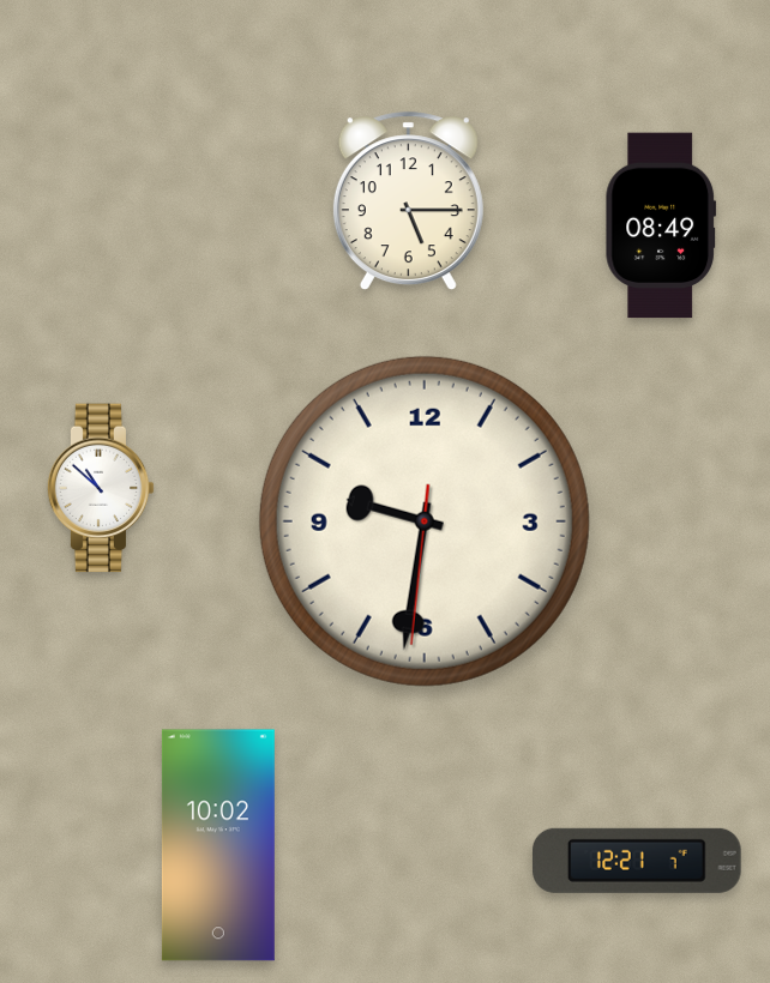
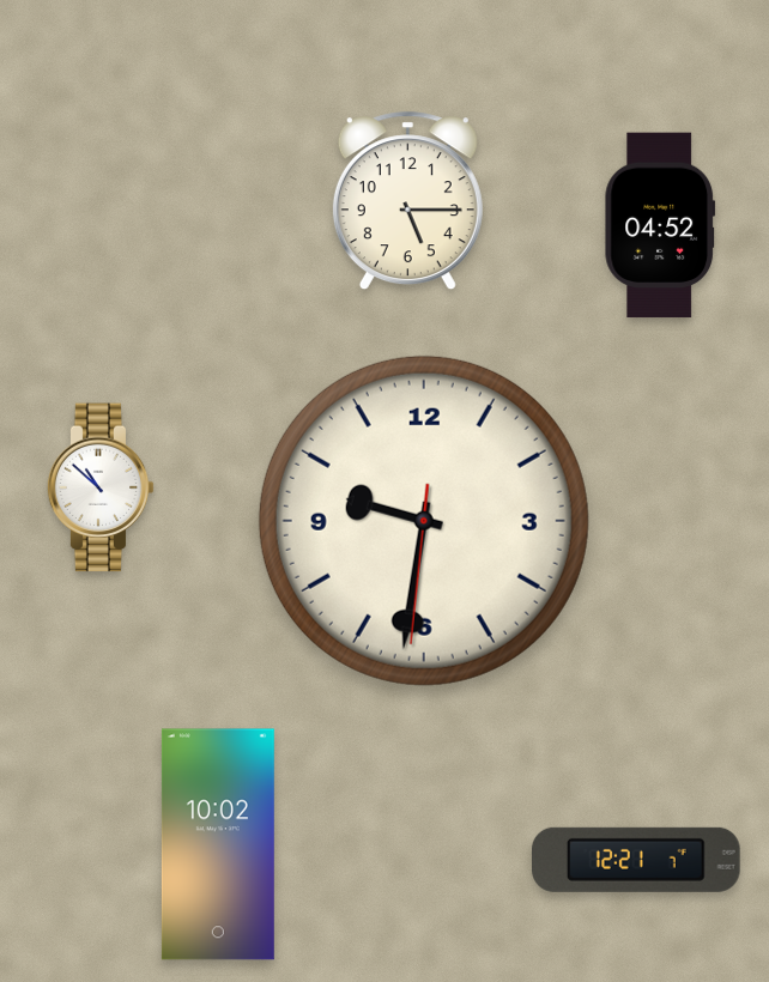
clock at (661, 225): 08:49 -> 04:52
